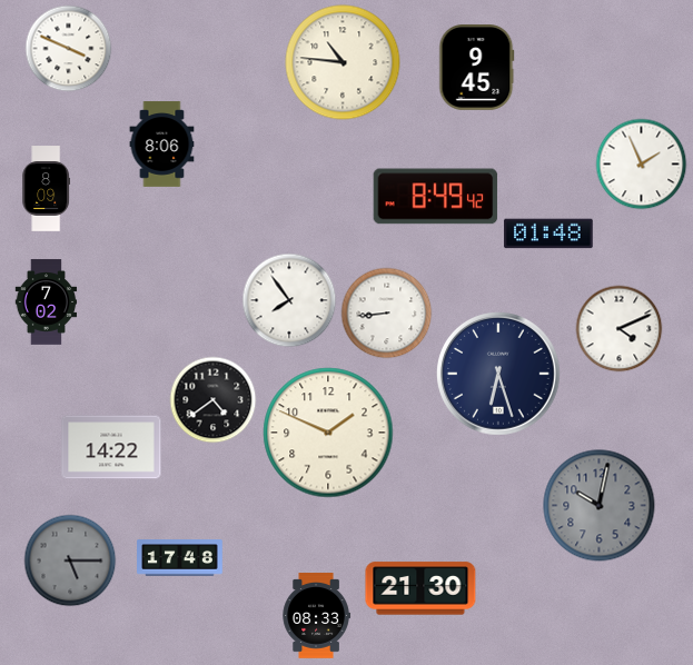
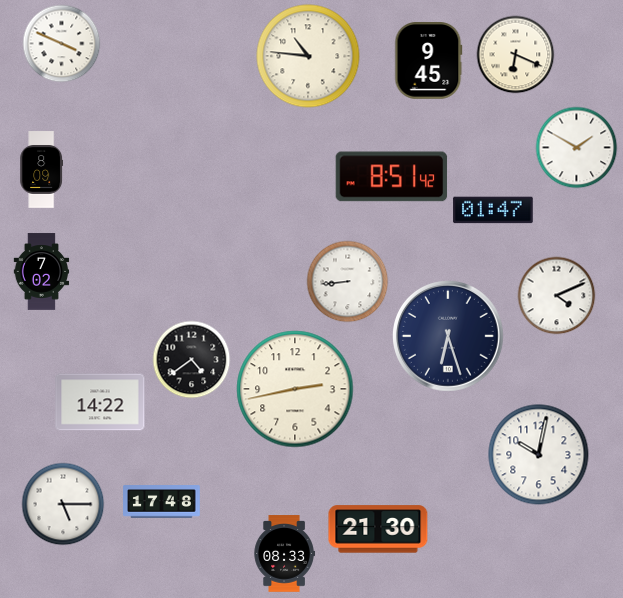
clock at (515, 54): none -> 6:19
clock at (162, 145): 8:06 -> none
clock at (641, 163): 1:56 -> 1:50
clock at (436, 197): 8:49 -> 8:51
clock at (548, 234): 01:48 -> 01:47
clock at (289, 300): 7:54 -> none
clock at (328, 433): 1:49 -> 2:43
clock at (600, 506) dial: grey -> white
clock at (70, 560) dial: grey -> white
